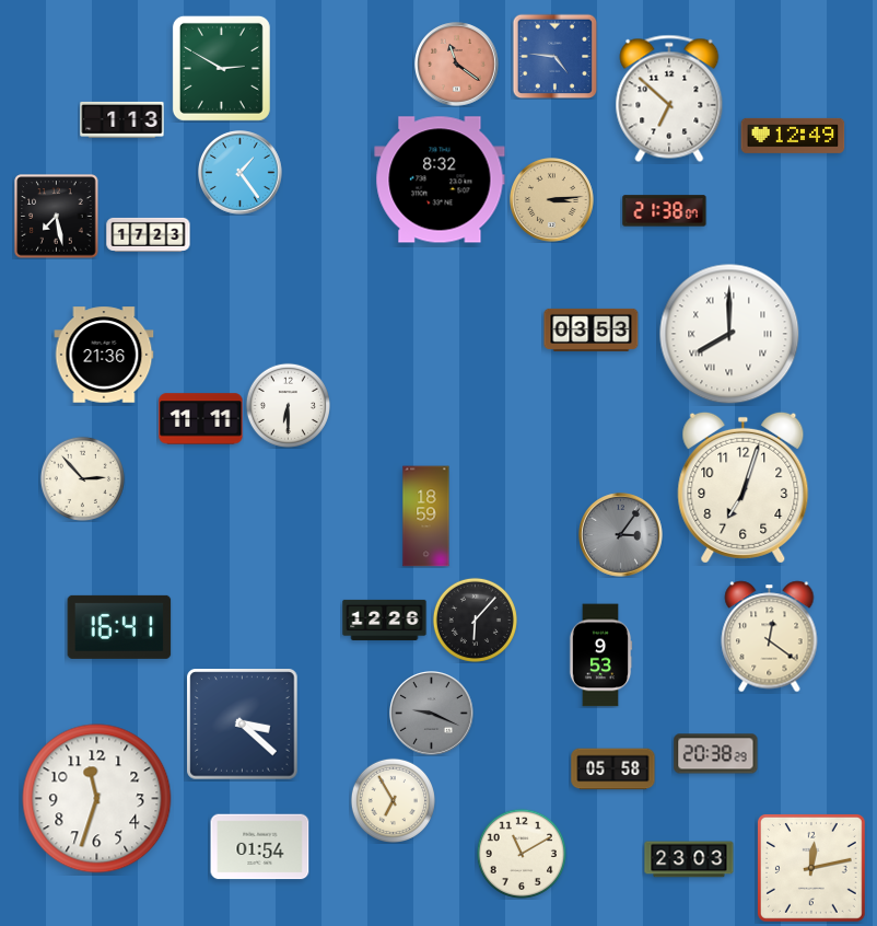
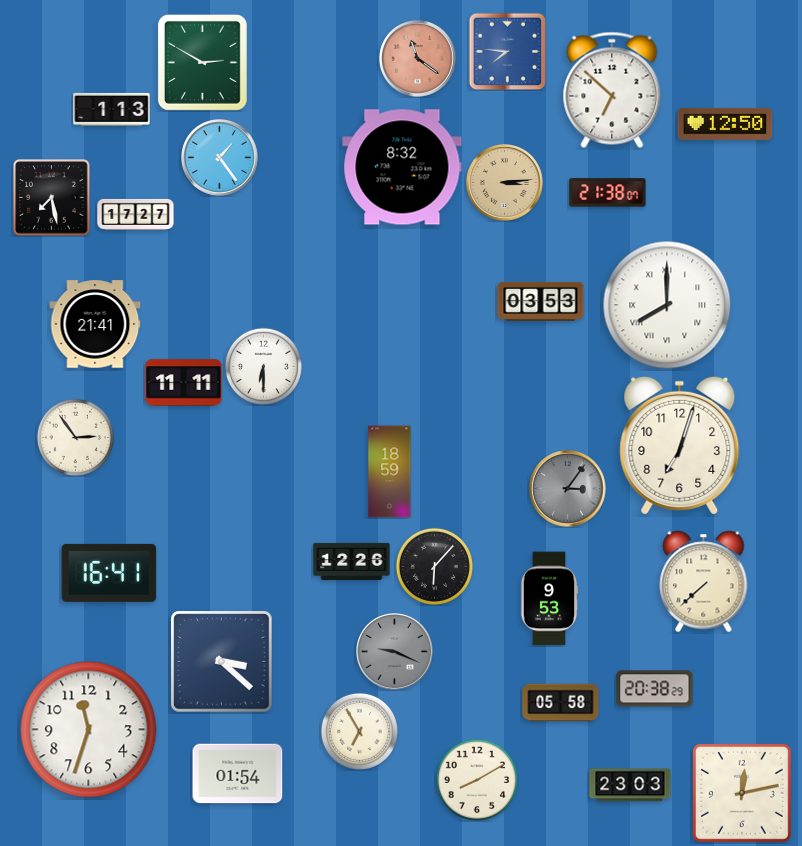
clock at (554, 56): 4:46 -> 7:46
clock at (793, 136): 12:49 -> 12:50
clock at (440, 180) position: (440, 180) -> (402, 167)
clock at (149, 234): 17:23 -> 17:27
clock at (104, 355): 21:36 -> 21:41
clock at (288, 405) position: (288, 405) -> (263, 366)
clock at (82, 478): 2:53 -> 2:54
clock at (385, 620) position: (385, 620) -> (352, 561)
clock at (770, 637): 12:21 -> 7:38
clock at (521, 853): 11:10 -> 8:10
